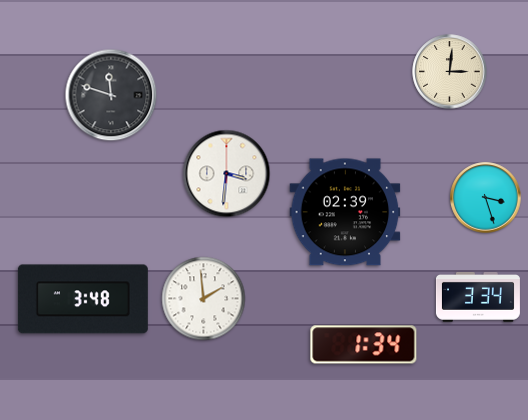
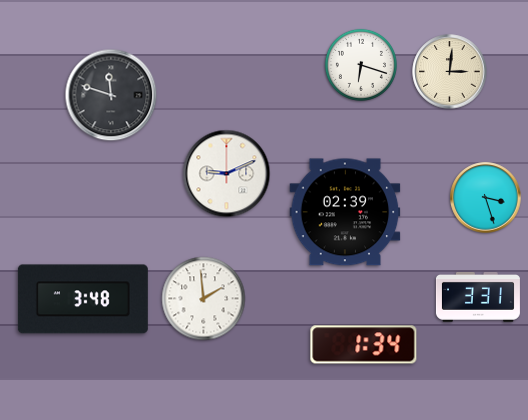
clock at (361, 65): none -> 6:18
clock at (227, 174): 3:31 -> 9:11
clock at (478, 297): 3:34 -> 3:31
